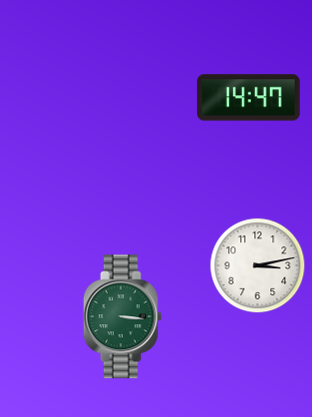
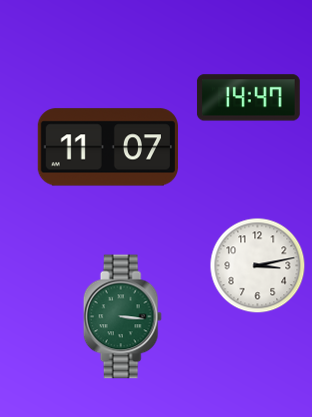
clock at (108, 147): none -> 11:07
